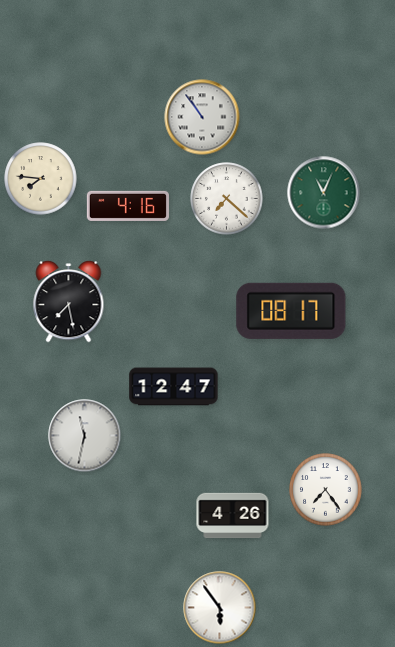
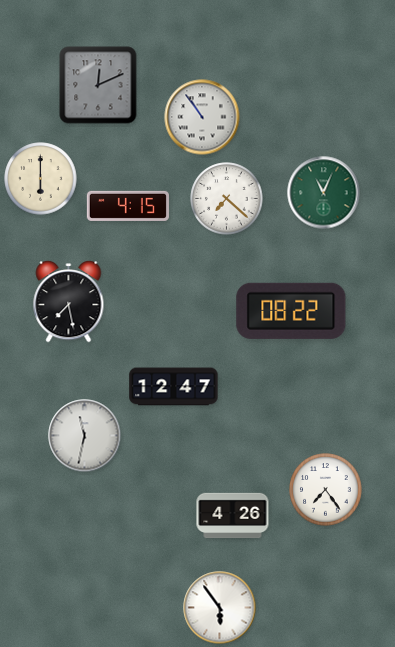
clock at (98, 85): none -> 12:11
clock at (41, 179): 7:46 -> 6:00
clock at (128, 206): 4:16 -> 4:15
clock at (291, 311): 08:17 -> 08:22
